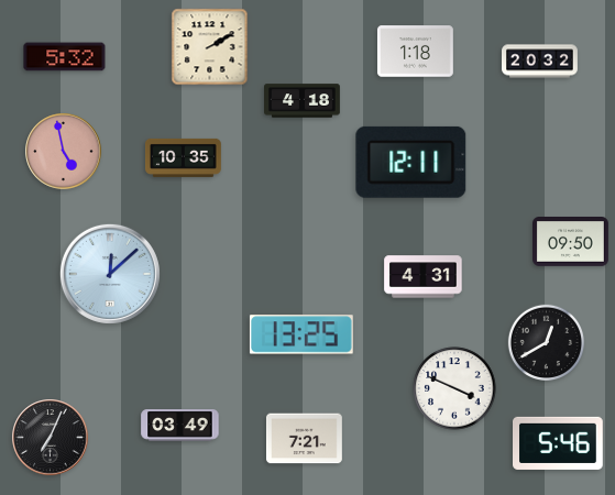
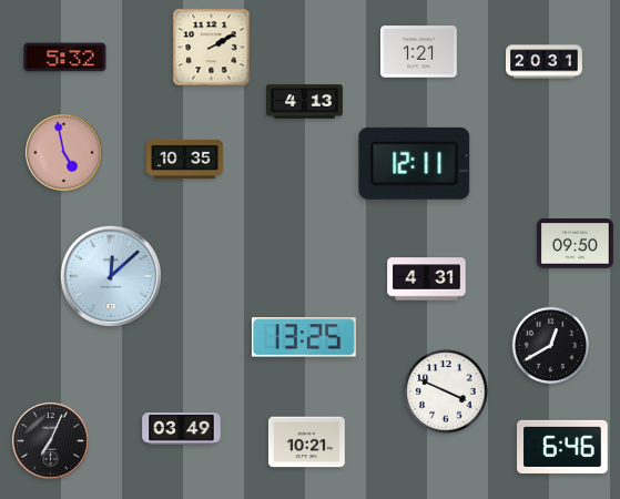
clock at (416, 52): 1:18 -> 1:21
clock at (540, 62): 20:32 -> 20:31
clock at (303, 101): 4:18 -> 4:13
clock at (454, 388) position: (454, 388) -> (446, 391)
clock at (305, 439): 7:21 -> 10:21
clock at (559, 443): 5:46 -> 6:46
